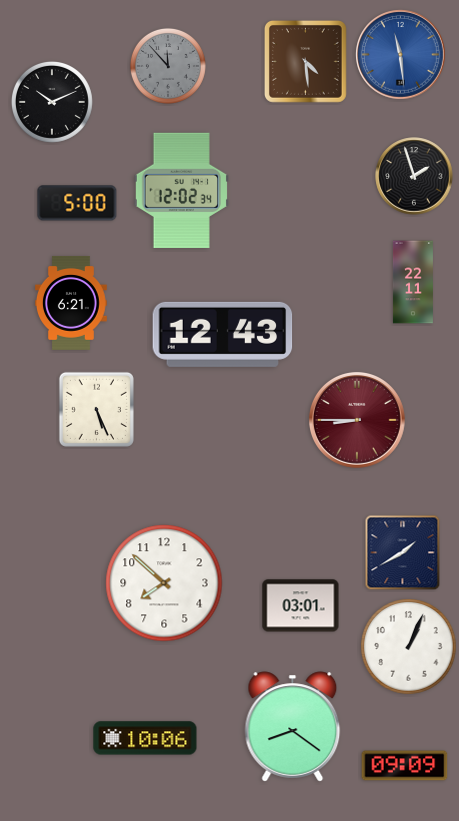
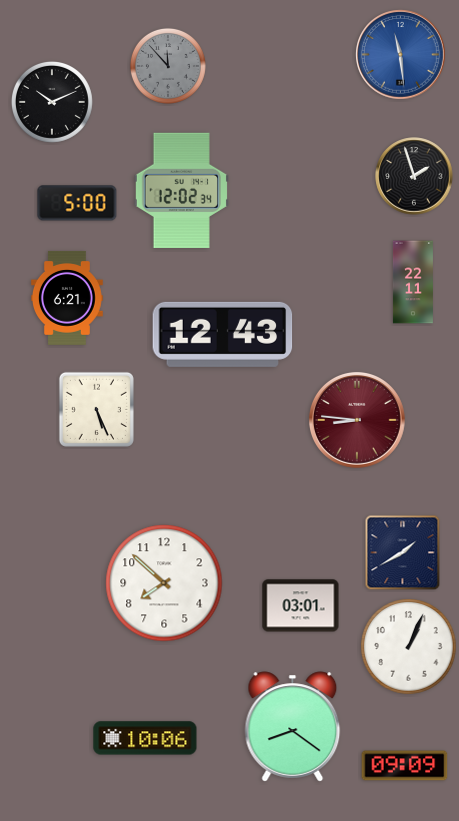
clock at (305, 61): 4:29 -> none
clock at (72, 303) position: (72, 303) -> (68, 298)
clock at (357, 420): 8:45 -> 8:46
